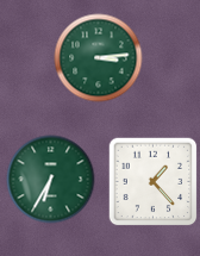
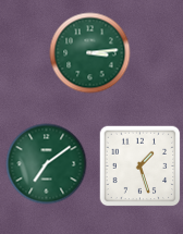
clock at (51, 180): 6:35 -> 7:09
clock at (154, 182): 1:23 -> 1:27
